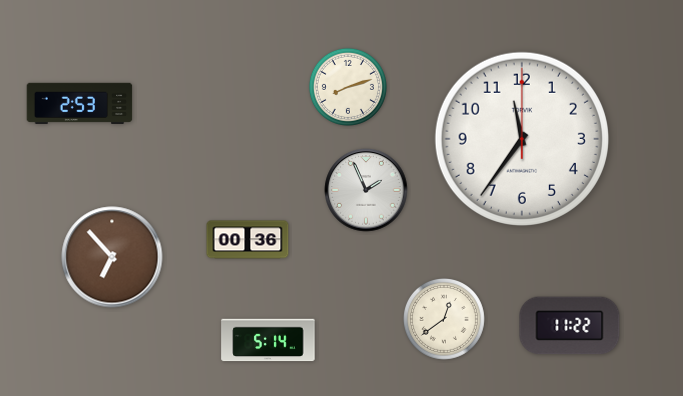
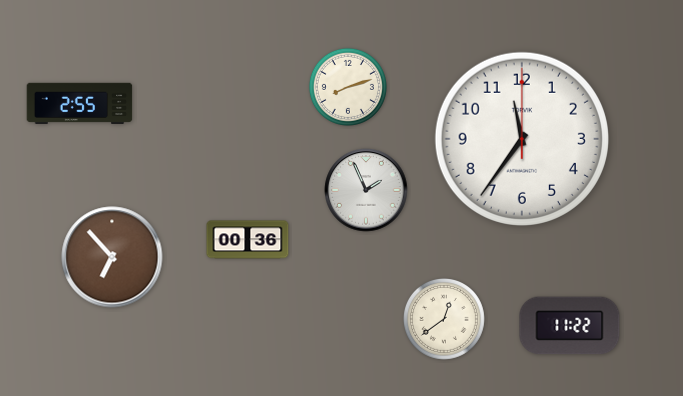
clock at (80, 103): 2:53 -> 2:55
clock at (268, 340): 5:14 -> none
